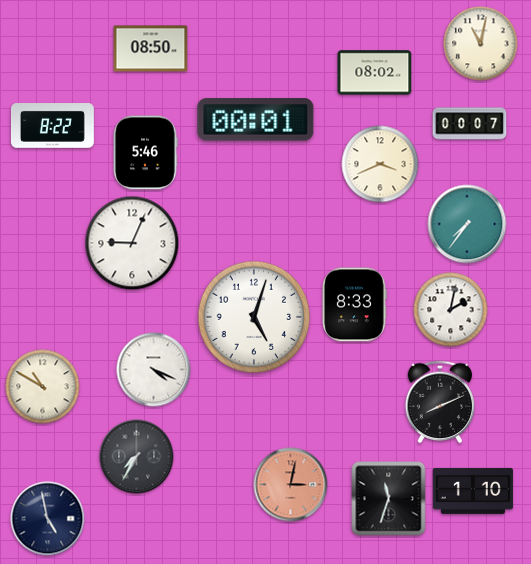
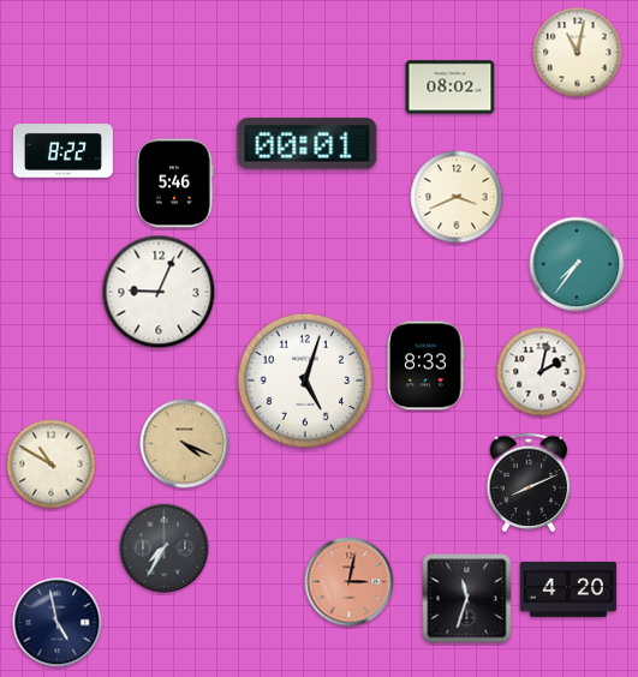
clock at (151, 49): 08:50 -> none
clock at (470, 124): 00:07 -> none
clock at (467, 224) position: (467, 224) -> (577, 264)
clock at (154, 370) dial: white -> champagne
clock at (473, 491): 1:10 -> 4:20
